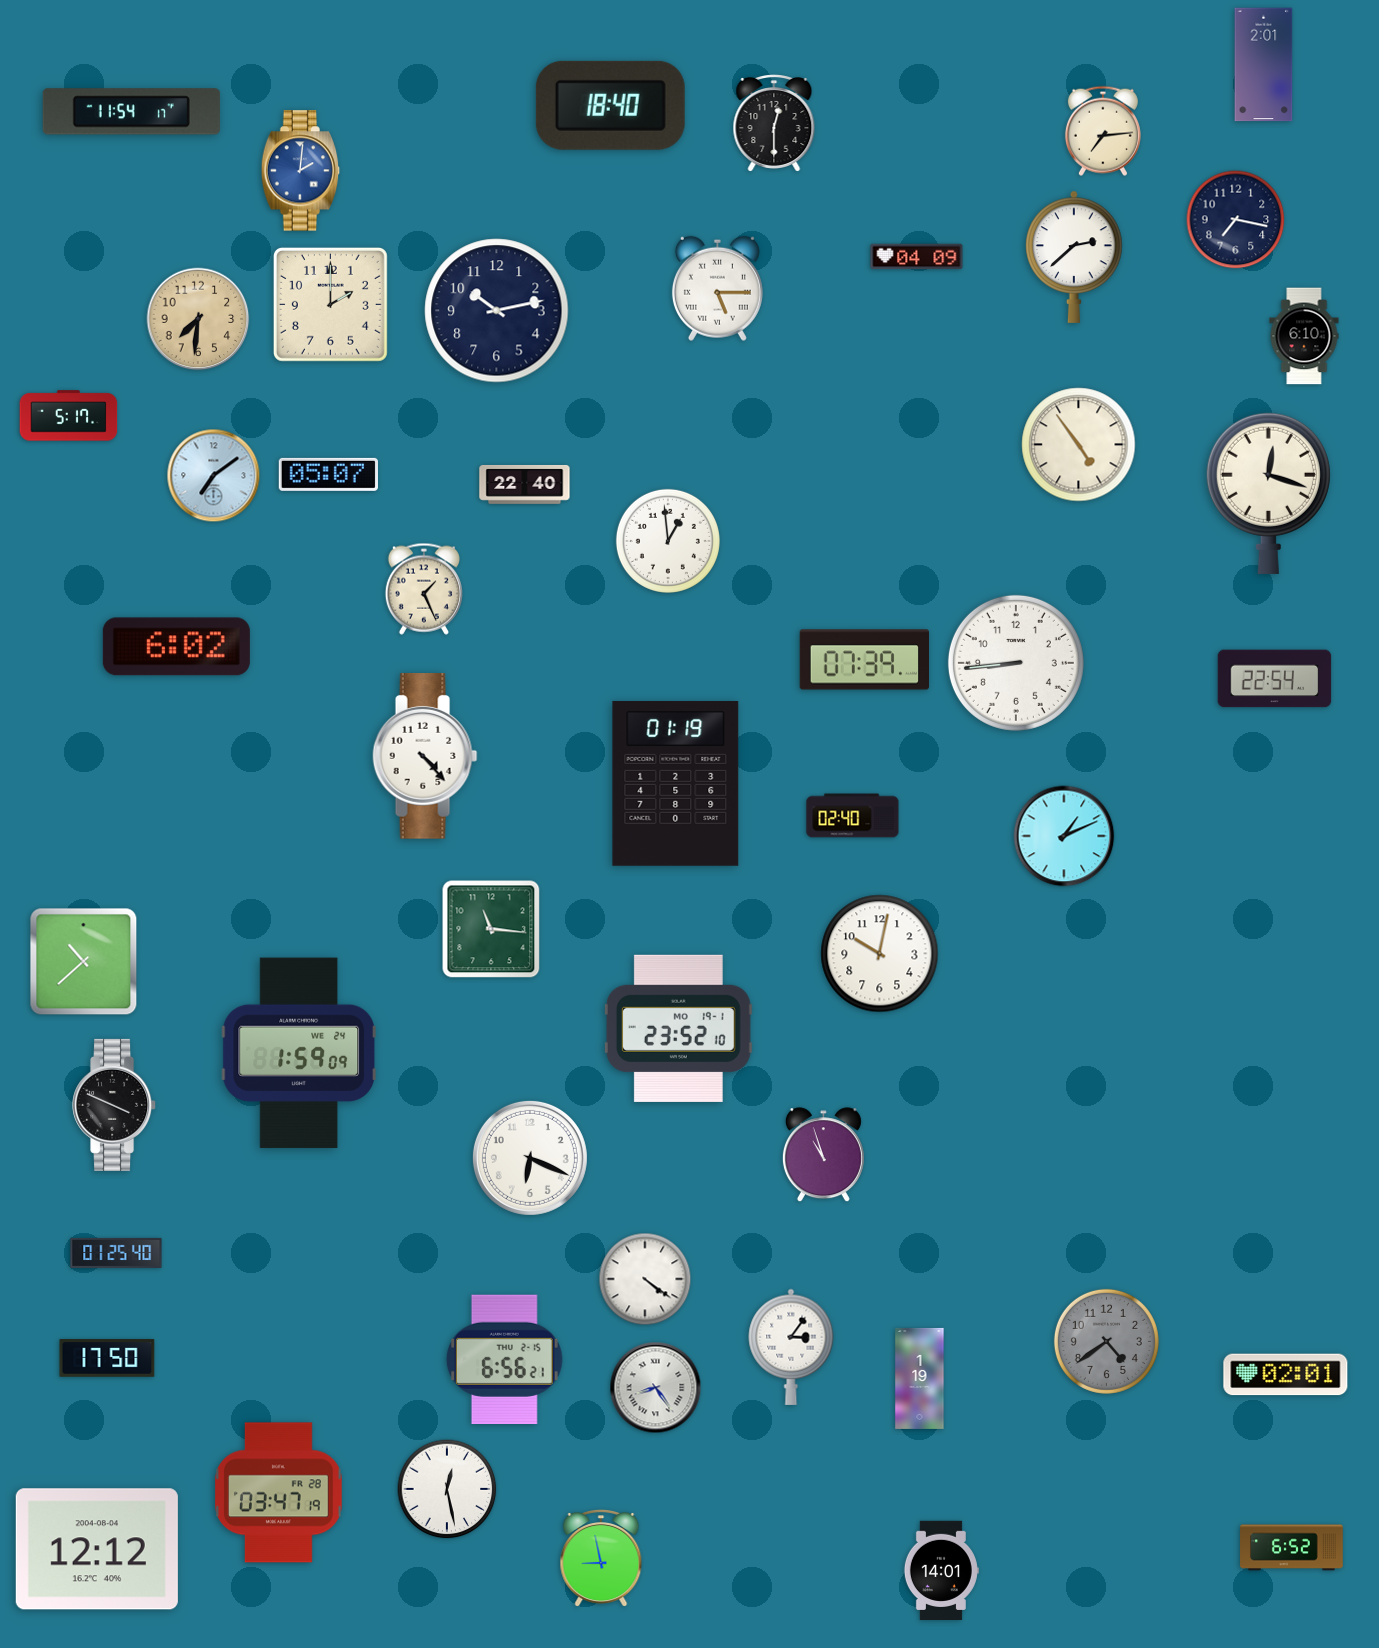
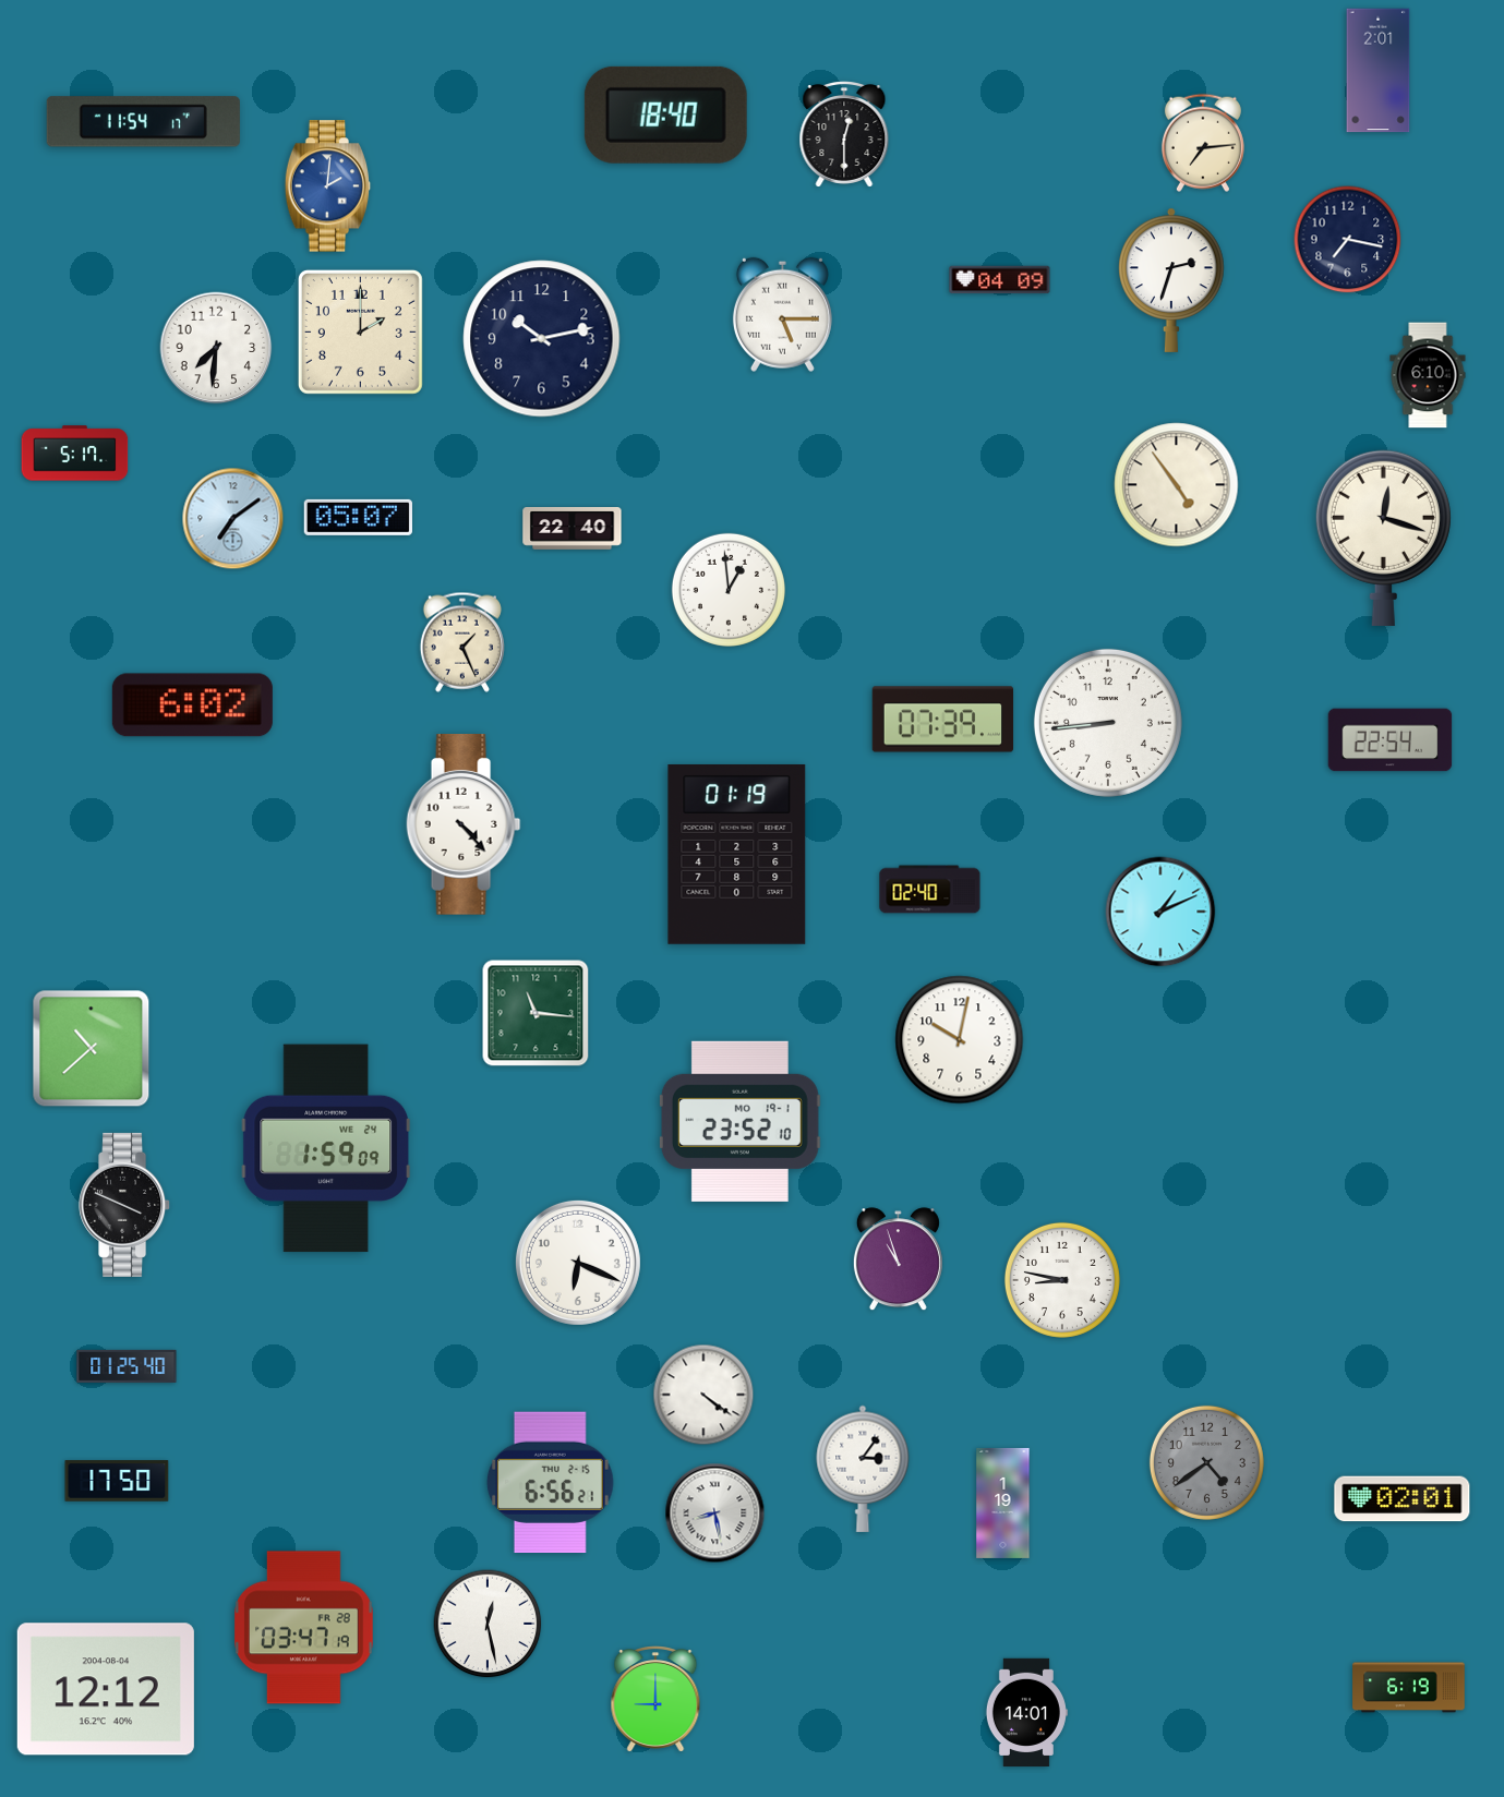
clock at (1074, 257): 2:38 -> 2:33
clock at (198, 319) dial: champagne -> white
clock at (1304, 336) position: (1304, 336) -> (1428, 375)
clock at (1062, 1280): none -> 8:47
clock at (656, 1388): 8:24 -> 8:28
clock at (1292, 1548): 6:52 -> 6:19
clock at (601, 1559): 8:58 -> 9:00
